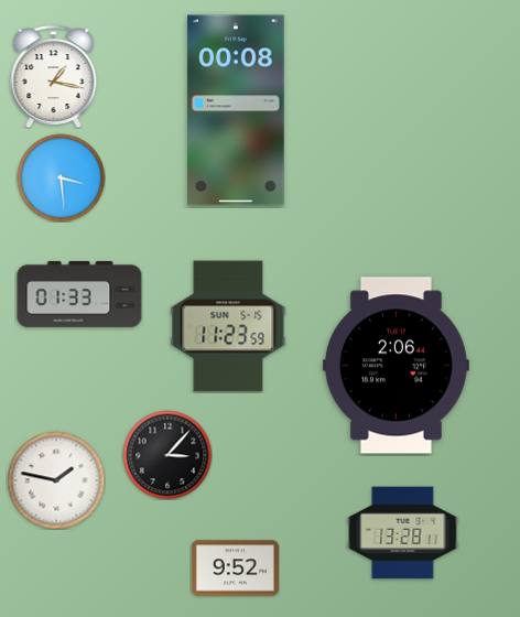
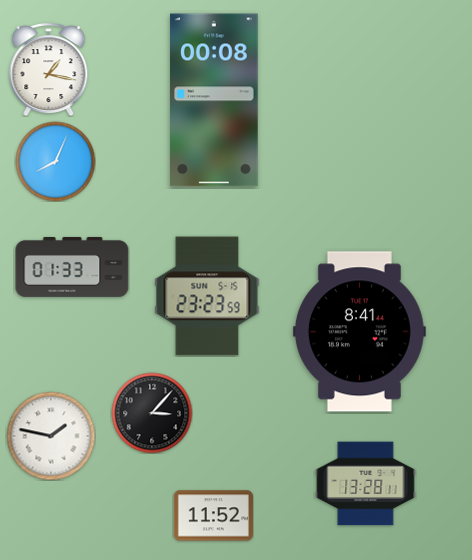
clock at (61, 177): 3:29 -> 8:04
clock at (228, 326): 11:23 -> 23:23
clock at (396, 366): 2:06 -> 8:41
clock at (235, 569): 9:52 -> 11:52
